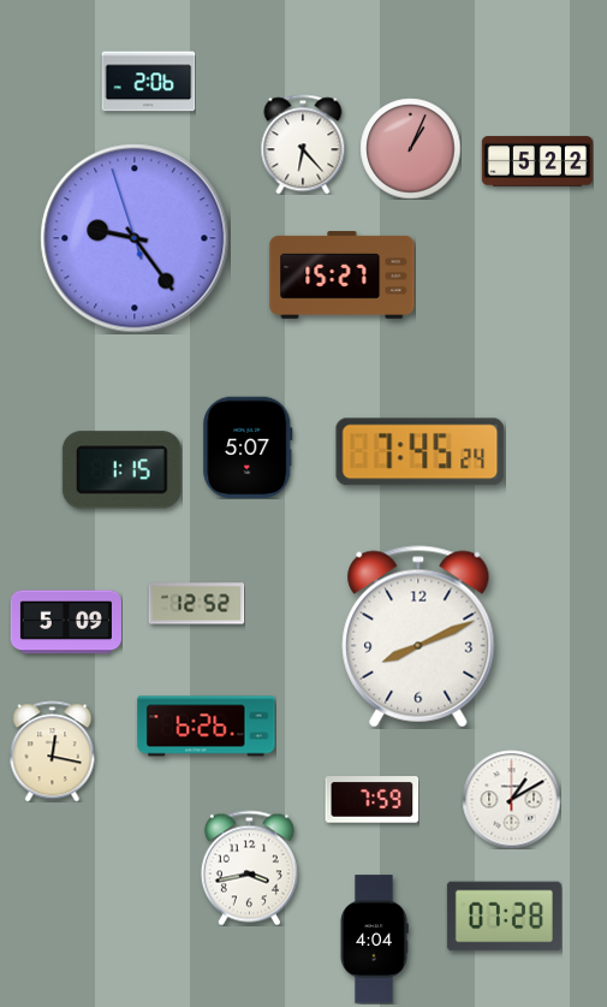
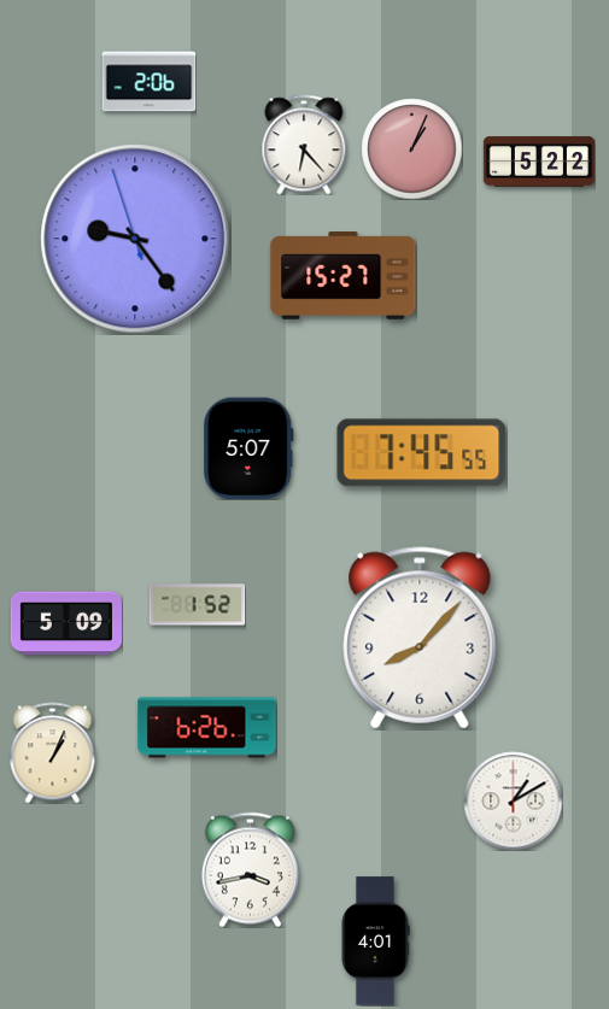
clock at (421, 452): 7:45:24 -> 7:45:55
clock at (121, 470): 1:15 -> none
clock at (196, 604): 12:52 -> 1:52
clock at (418, 636): 8:11 -> 8:07
clock at (53, 751): 12:17 -> 1:04
clock at (371, 800): 7:59 -> none
clock at (504, 917): 07:28 -> none
clock at (374, 940): 4:04 -> 4:01
